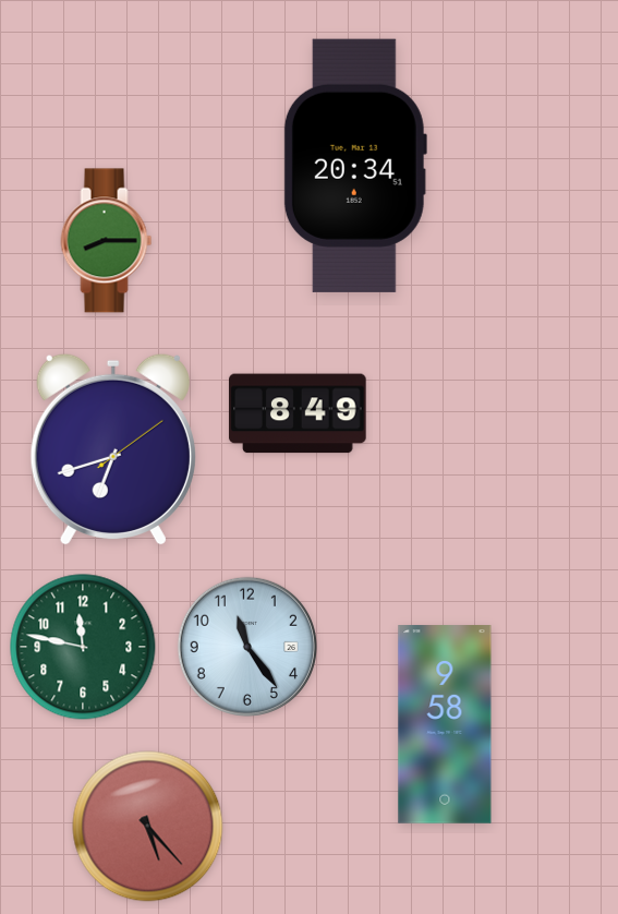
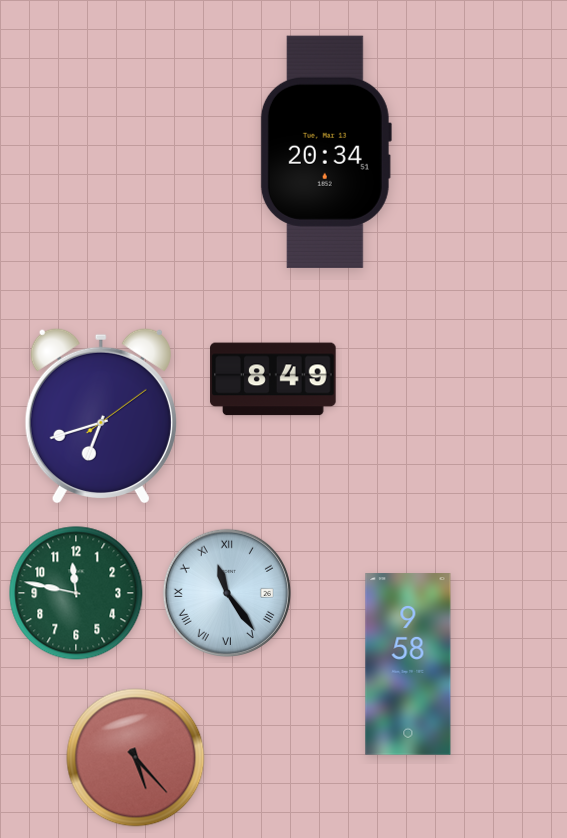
clock at (107, 241): 8:15 -> none
clock at (113, 449) position: (113, 449) -> (101, 416)
clock at (247, 647) numerals: Arabic -> Roman
